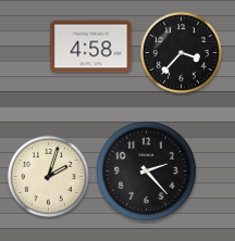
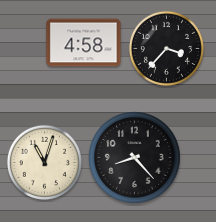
clock at (147, 172): 2:23 -> 8:23
clock at (48, 176): 2:03 -> 11:03
